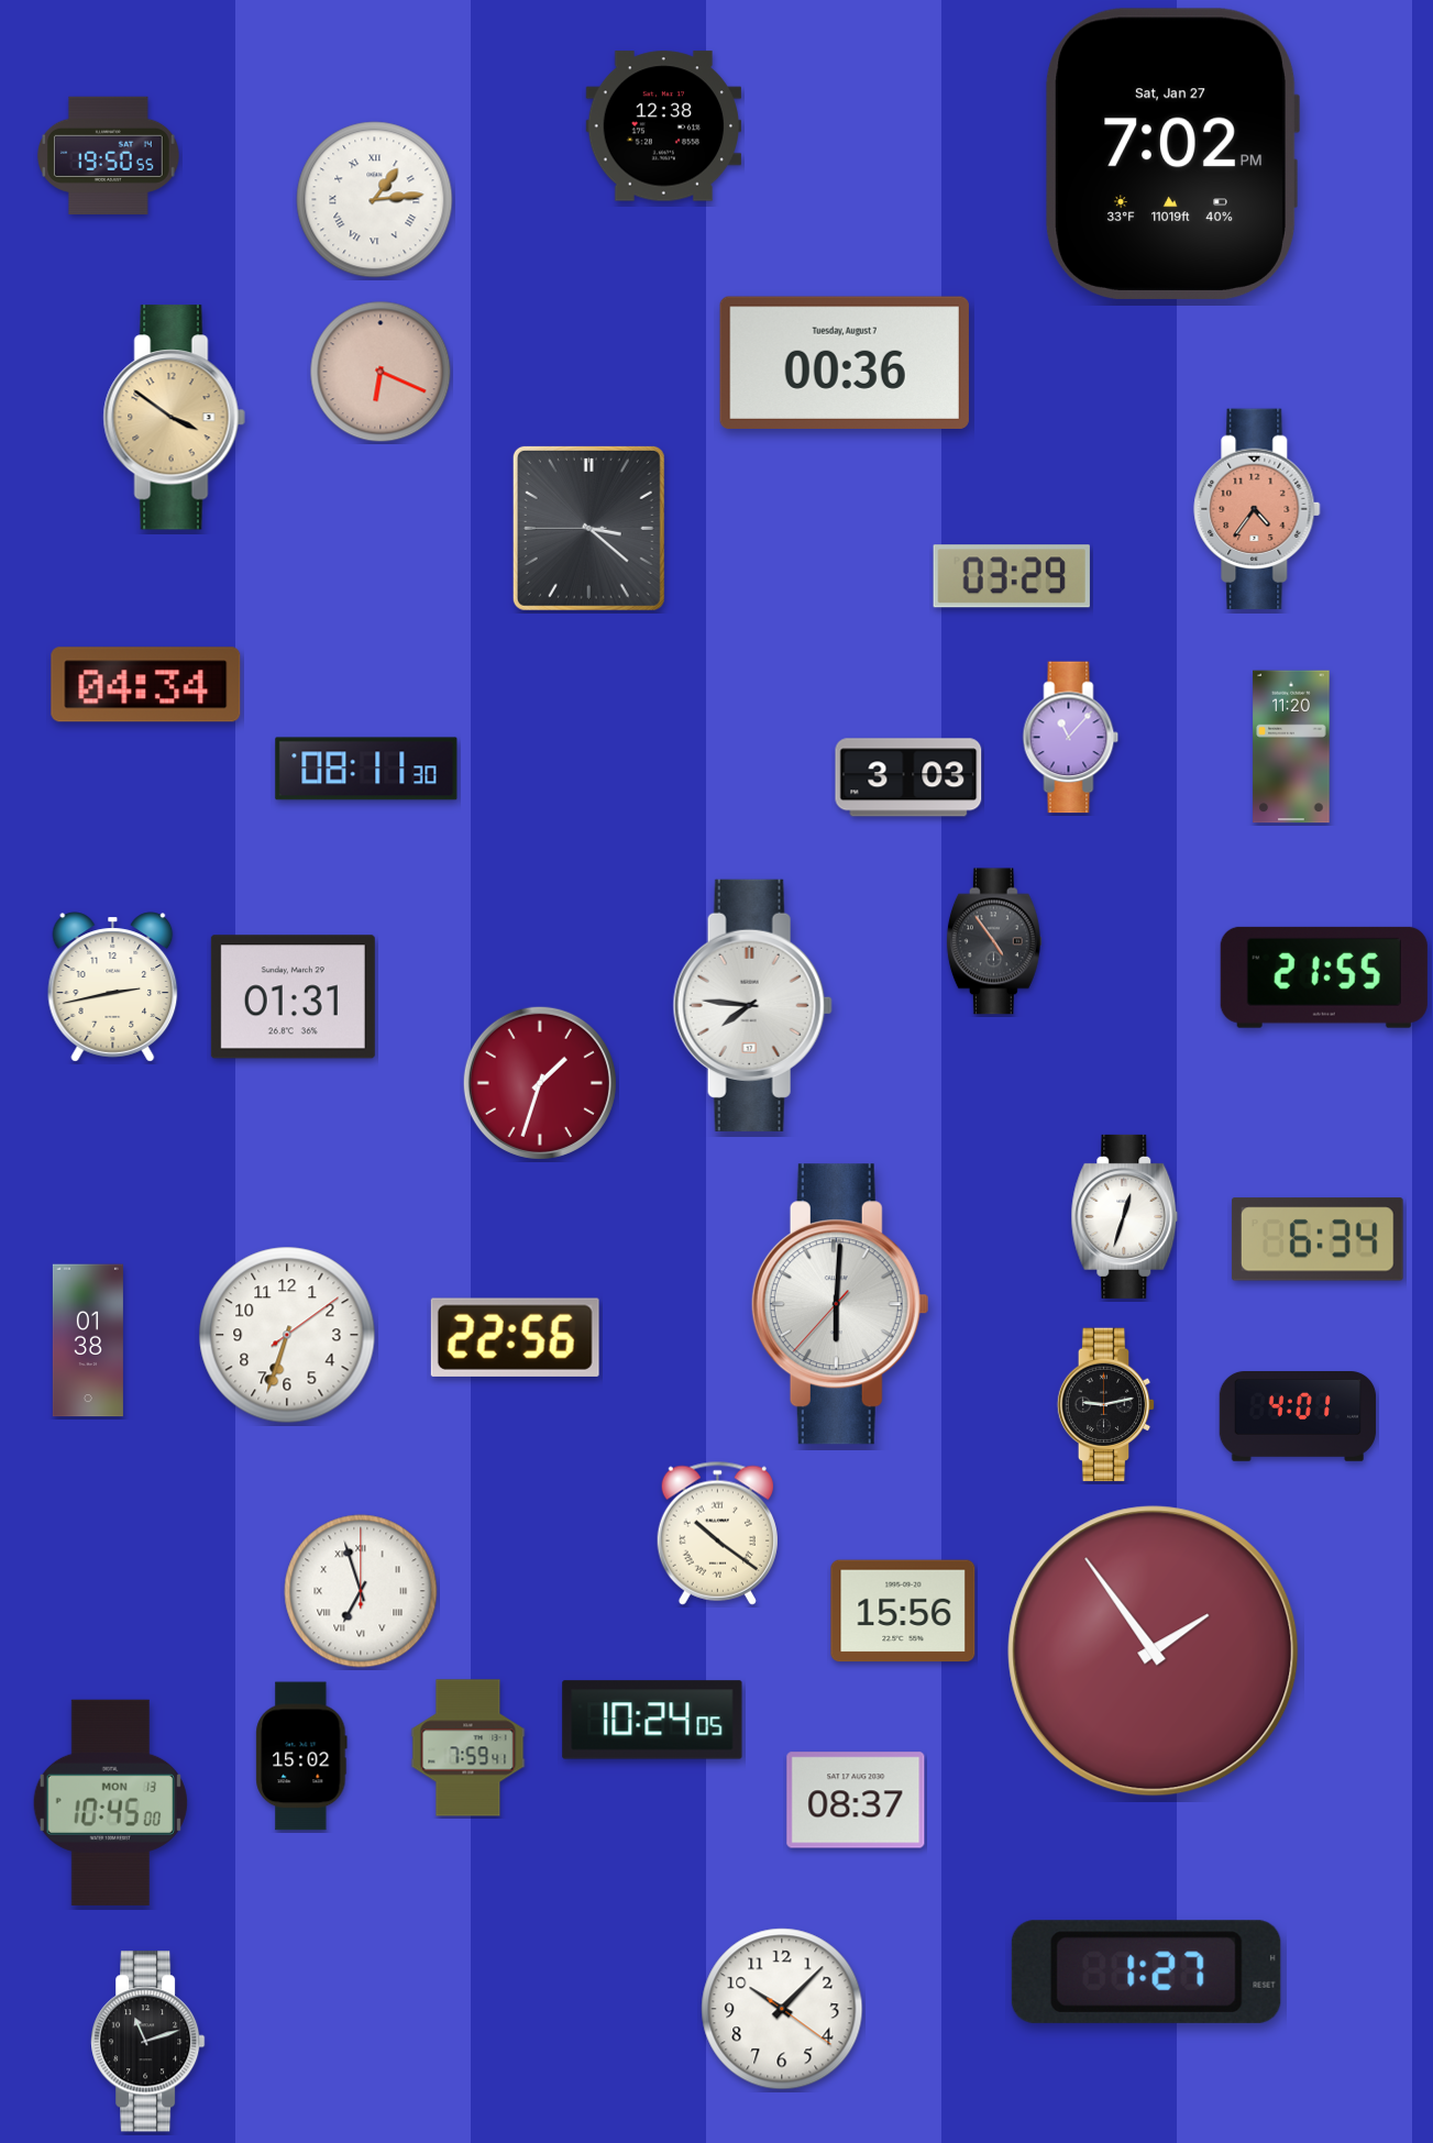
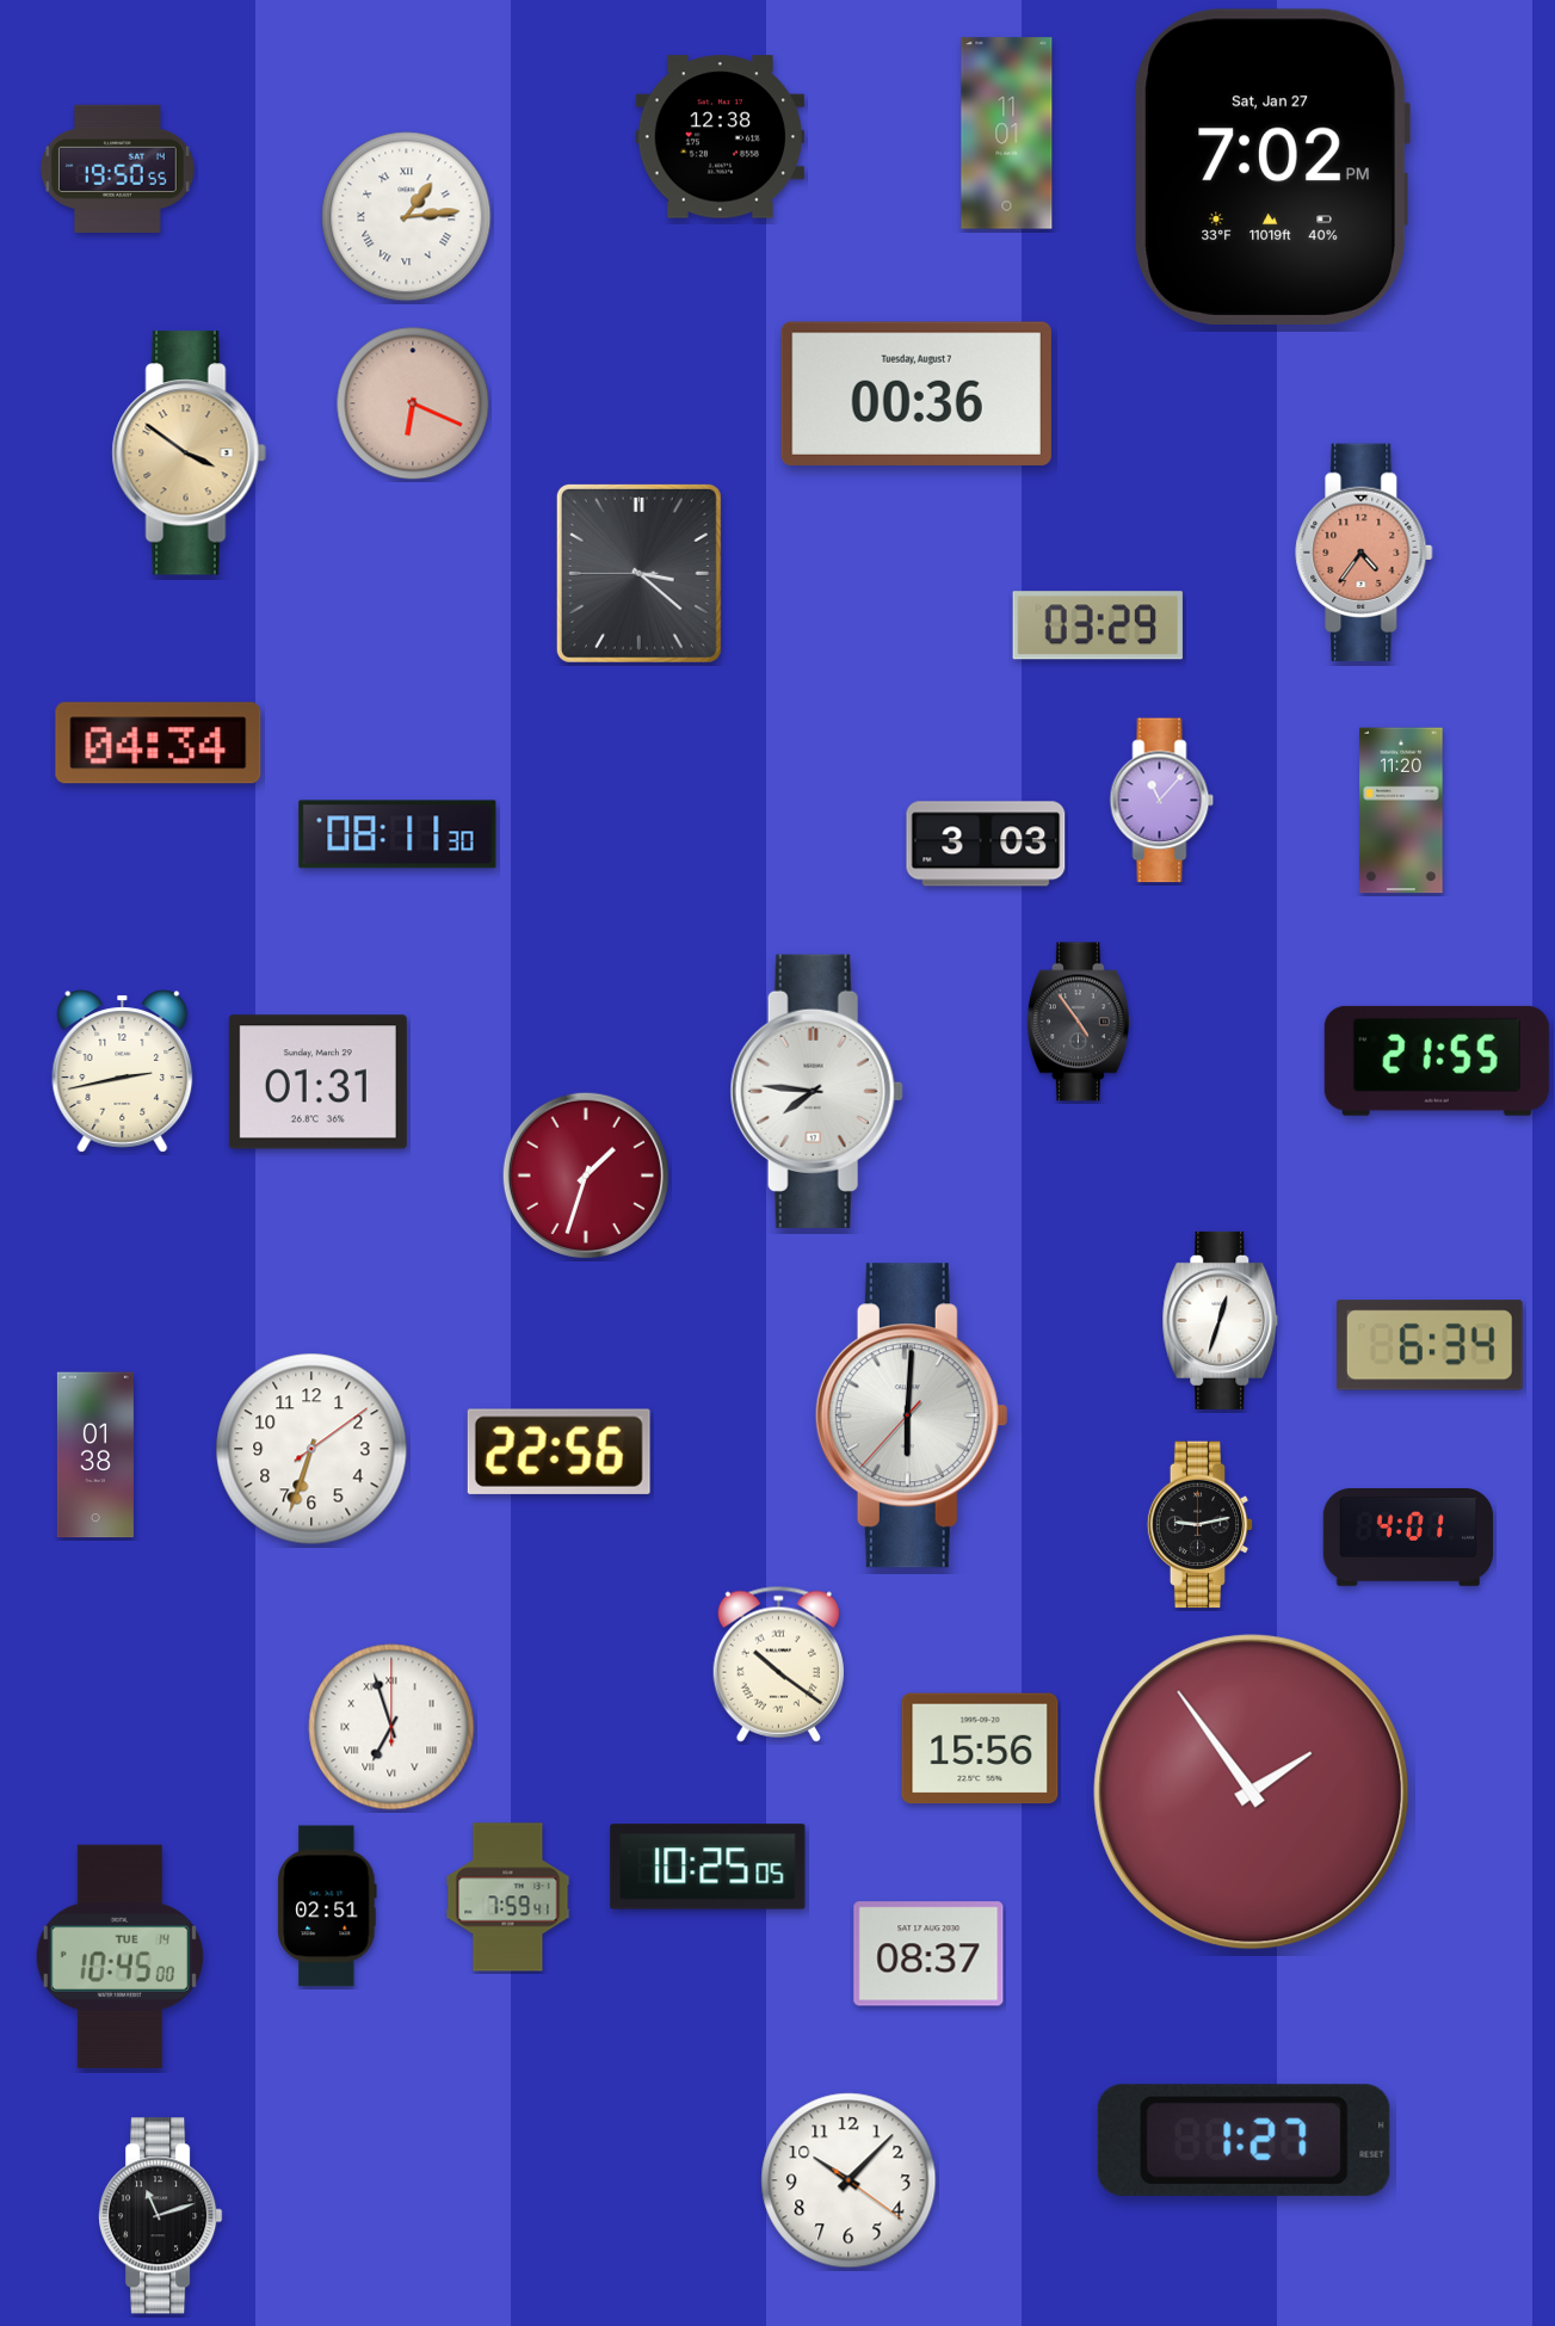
clock at (1007, 134): none -> 11:01
clock at (652, 1720): 10:24 -> 10:25
clock at (301, 1756): 15:02 -> 02:51
clock at (110, 1802) date: MON 13 -> TUE 14
